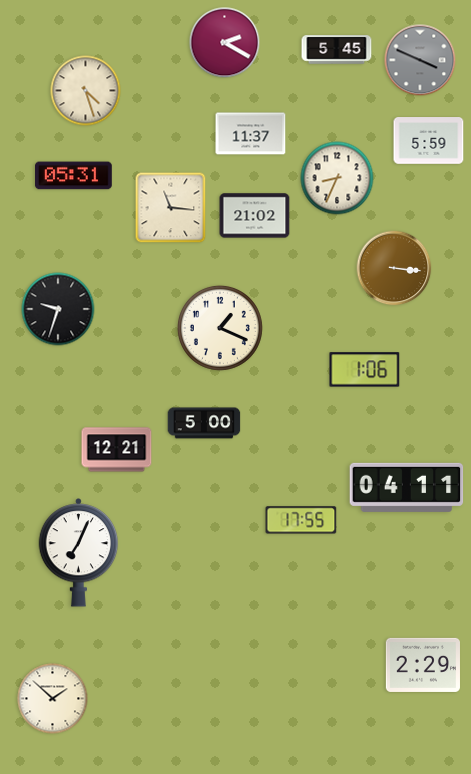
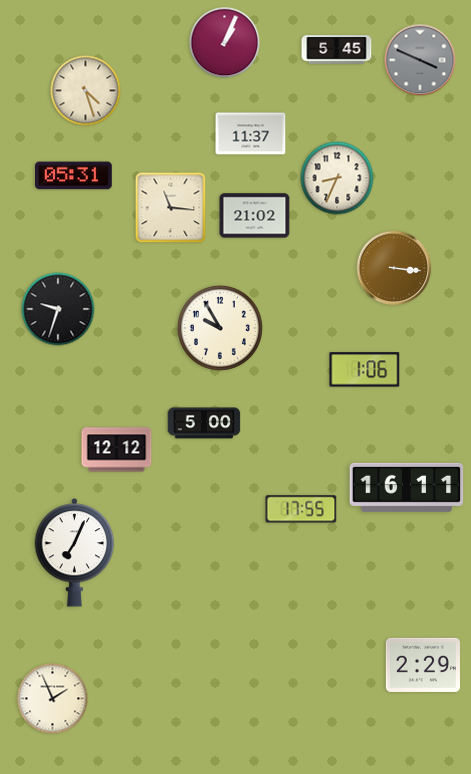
clock at (225, 43): 2:20 -> 1:04
clock at (429, 141): 5:59 -> none
clock at (220, 328): 1:19 -> 9:55
clock at (117, 450): 12:21 -> 12:12
clock at (407, 487): 04:11 -> 16:11
clock at (301, 520) position: (301, 520) -> (301, 509)
clock at (79, 553) position: (79, 553) -> (75, 553)
clock at (53, 699): 1:52 -> 1:56
